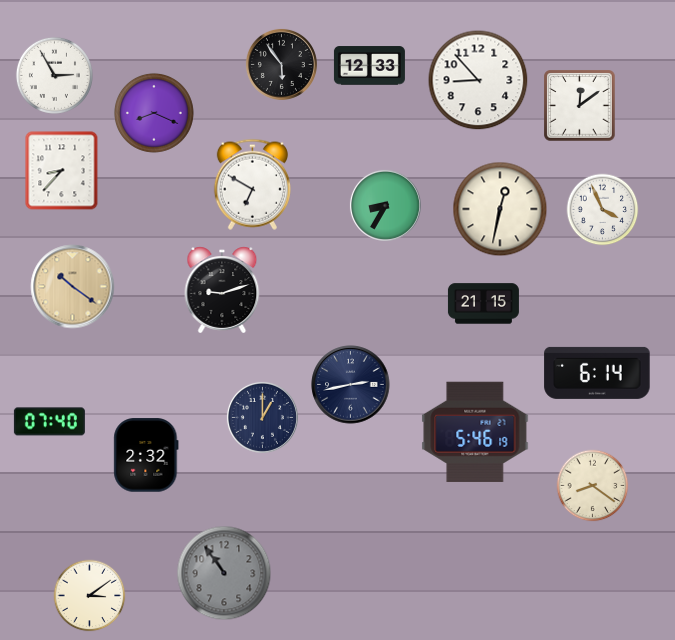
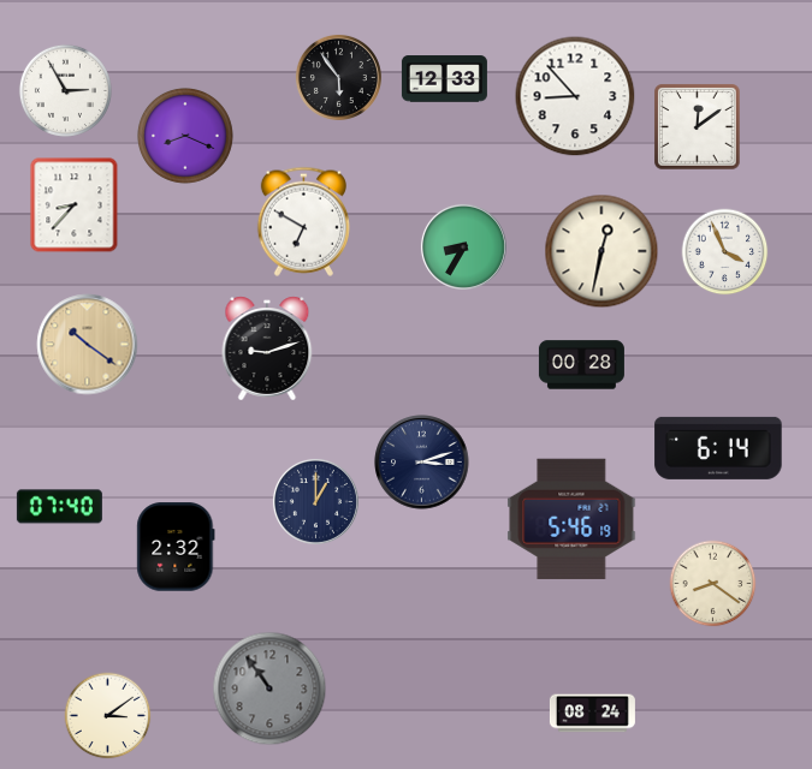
clock at (483, 304): 21:15 -> 00:28
clock at (351, 385): 2:43 -> 3:12
clock at (592, 714): none -> 08:24
